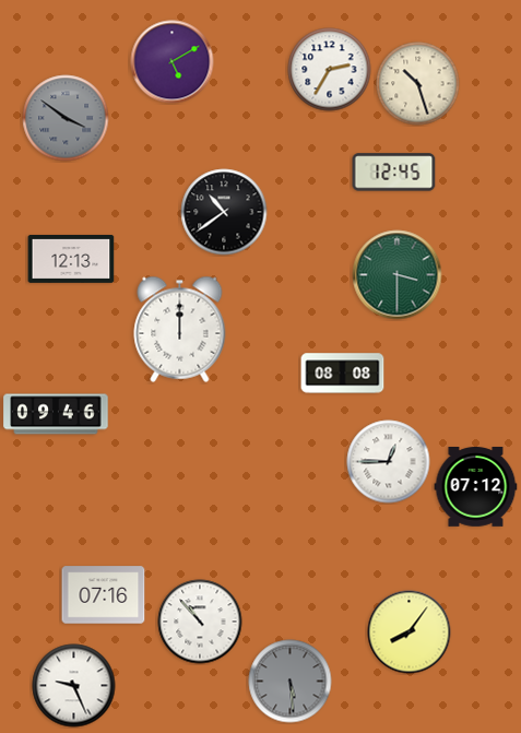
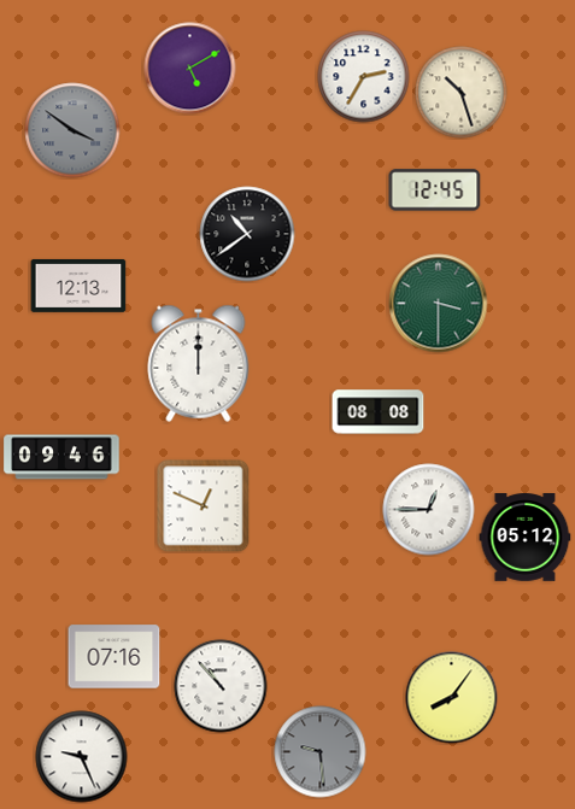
clock at (204, 506): none -> 12:49
clock at (476, 487): 07:12 -> 05:12
clock at (291, 682): 5:29 -> 9:29
